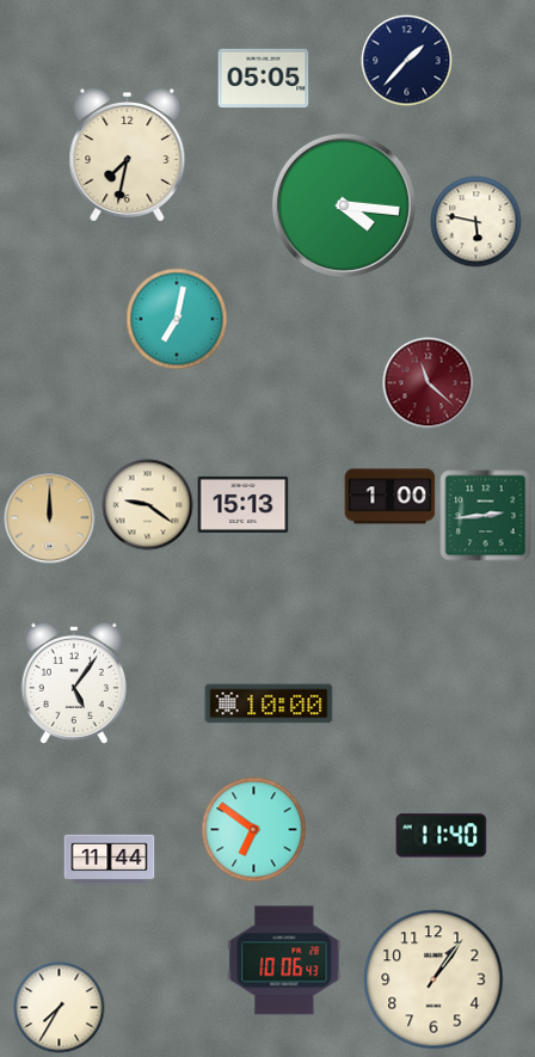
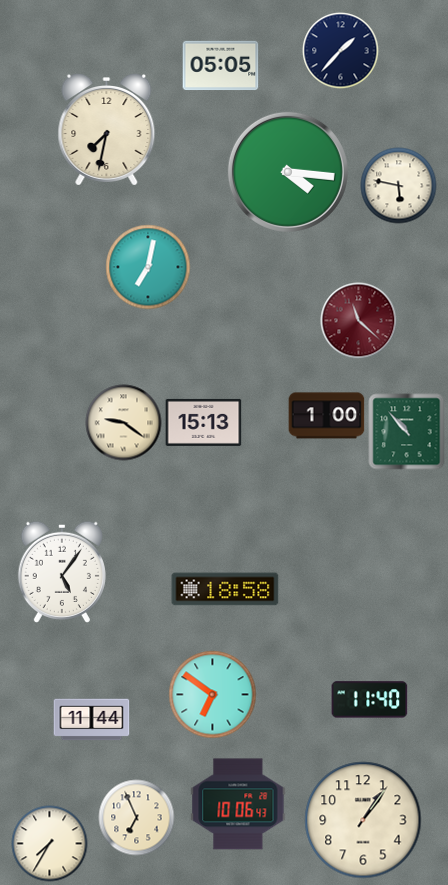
clock at (486, 516): 2:44 -> 10:53
clock at (50, 518): 12:00 -> none
clock at (269, 703): 10:00 -> 18:58
clock at (137, 818): none -> 6:56
